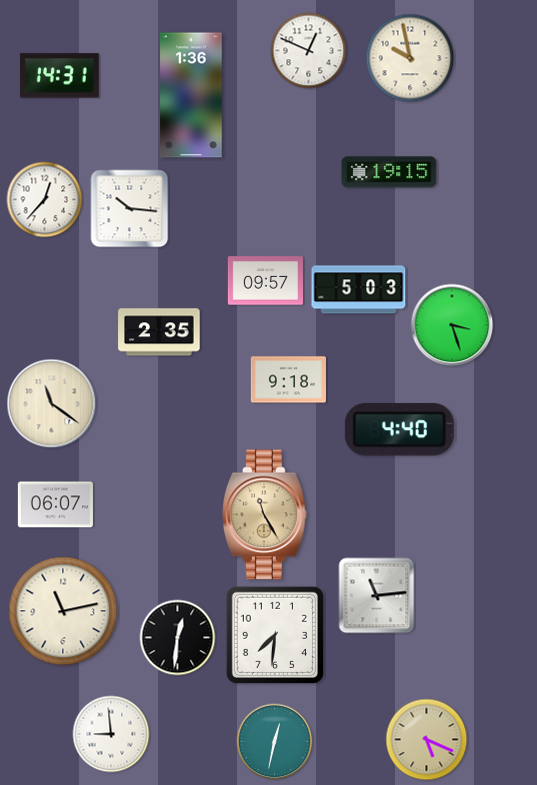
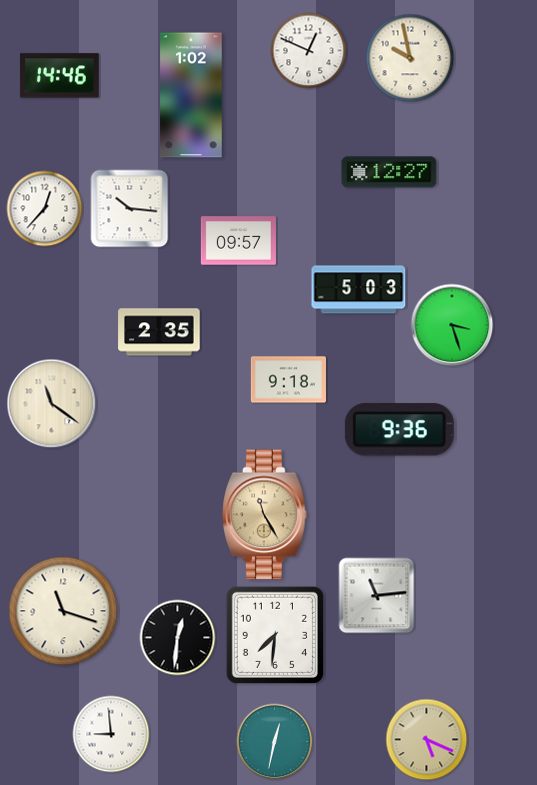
clock at (59, 76): 14:31 -> 14:46
clock at (191, 95): 1:36 -> 1:02
clock at (389, 172): 19:15 -> 12:27
clock at (45, 200) position: (45, 200) -> (45, 209)
clock at (265, 281) position: (265, 281) -> (238, 241)
clock at (399, 430): 4:40 -> 9:36
clock at (55, 505): 06:07 -> none
clock at (63, 611): 11:13 -> 11:18
